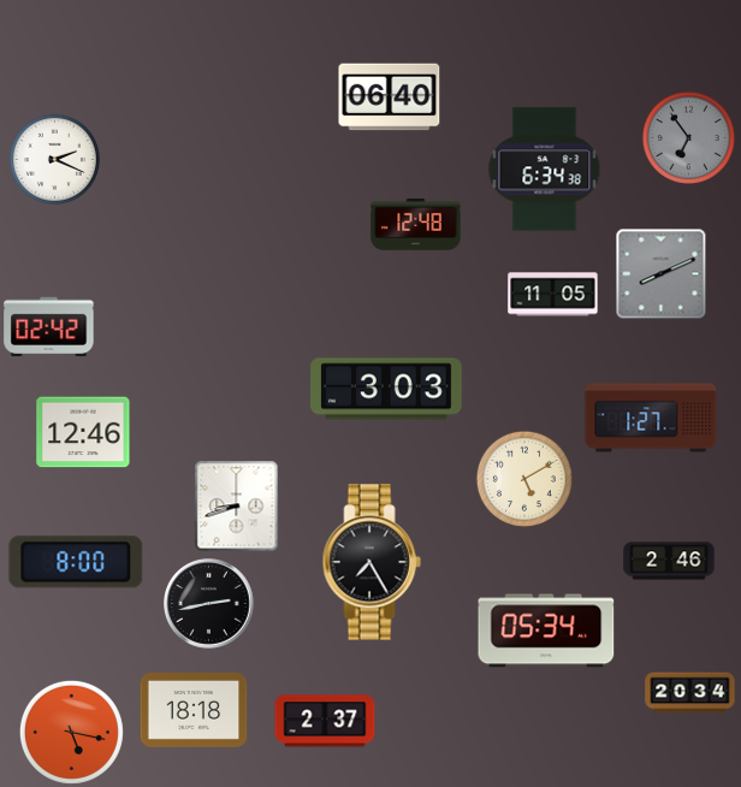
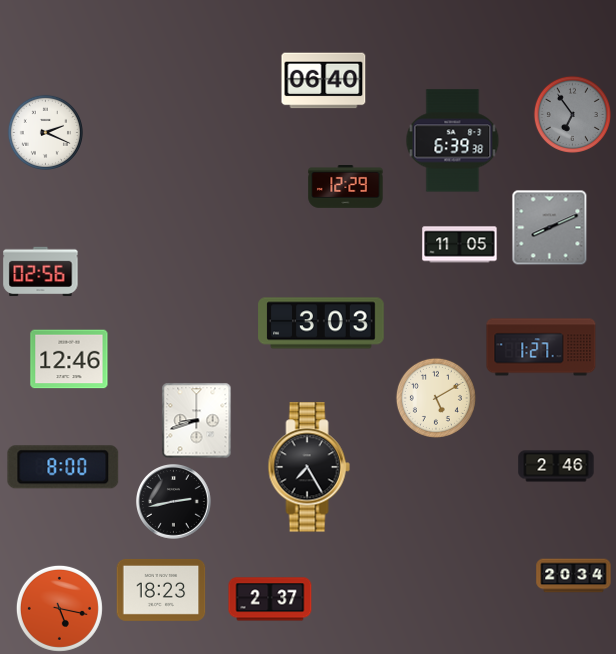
clock at (545, 170): 6:34 -> 6:39
clock at (416, 225): 12:48 -> 12:29
clock at (49, 327): 02:42 -> 02:56
clock at (546, 631): 05:34 -> none
clock at (194, 710): 18:18 -> 18:23
